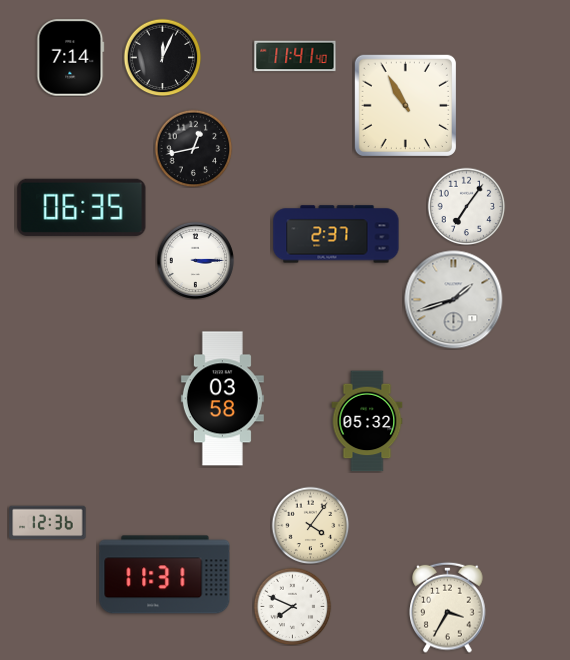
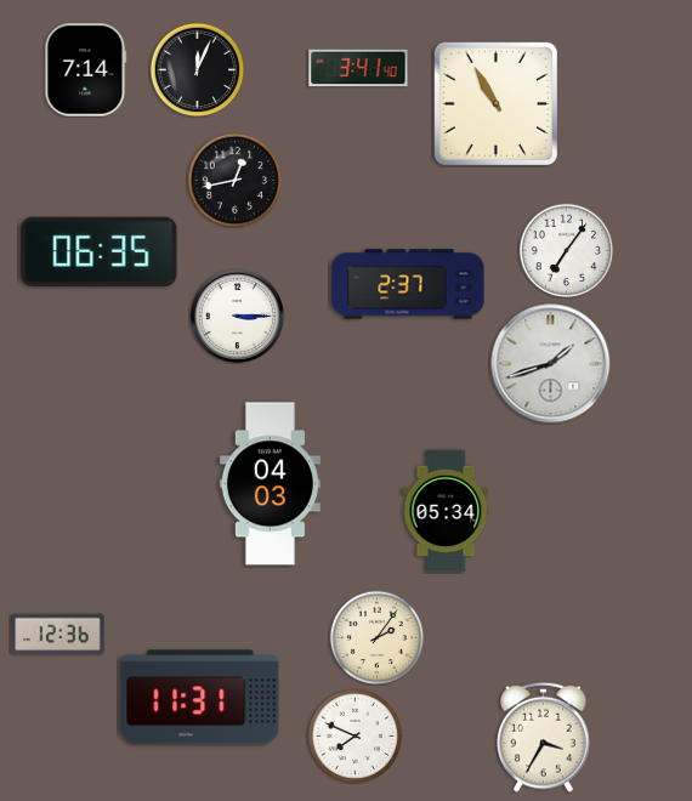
clock at (295, 56): 11:41 -> 3:41
clock at (405, 105) position: (405, 105) -> (495, 103)
clock at (222, 399): 03:58 -> 04:03
clock at (367, 421): 05:32 -> 05:34
clock at (310, 525): 4:06 -> 2:06
